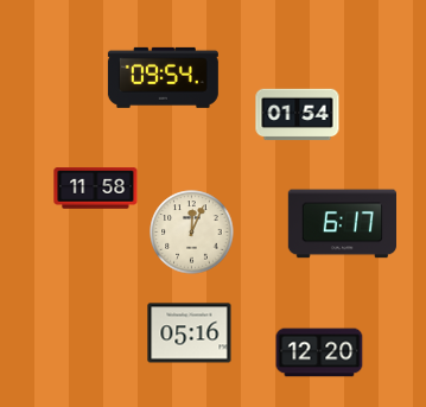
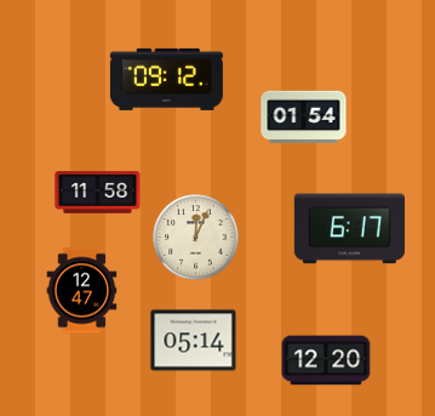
clock at (163, 77): 09:54 -> 09:12
clock at (82, 291): none -> 12:47
clock at (190, 333): 05:16 -> 05:14
